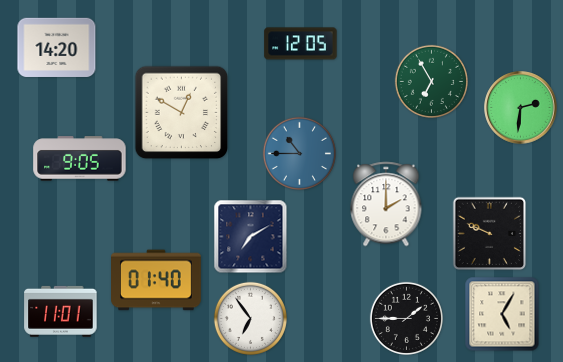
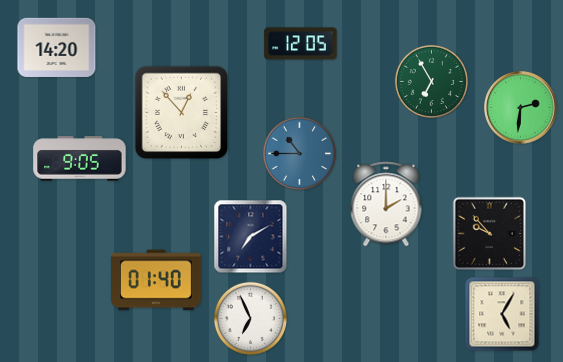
clock at (182, 113): 12:50 -> 12:53
clock at (490, 234): 9:49 -> 9:53
clock at (61, 311): 11:01 -> none
clock at (250, 318): 6:54 -> 6:56
clock at (406, 318): 1:45 -> none
